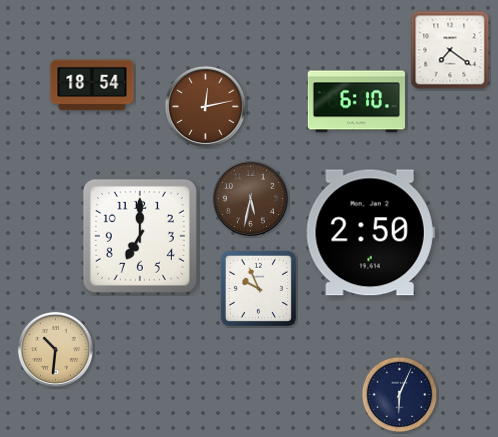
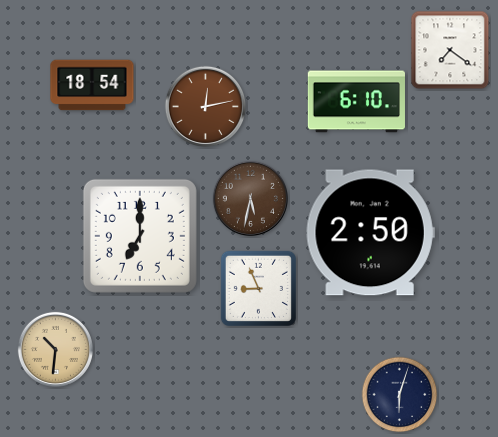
clock at (258, 288): 9:56 -> 8:56
clock at (400, 395): 6:04 -> 6:03
